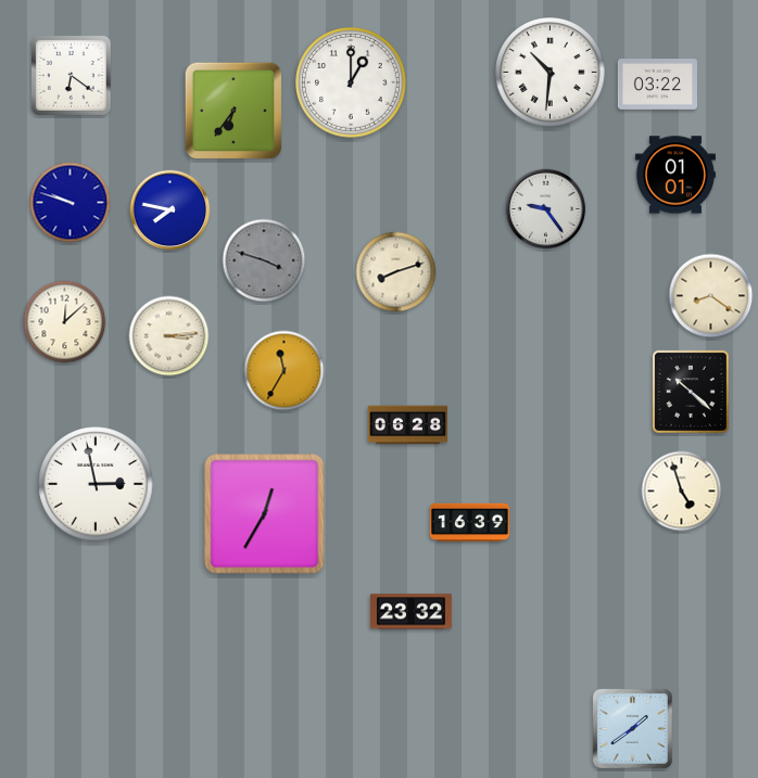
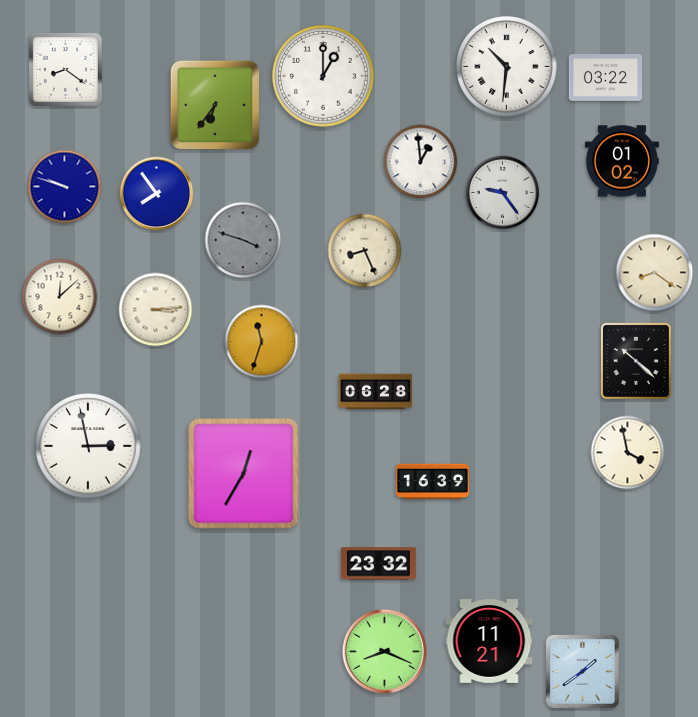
clock at (71, 75): 6:21 -> 8:21
clock at (233, 111) position: (233, 111) -> (215, 105)
clock at (675, 175): 01:01 -> 01:02
clock at (421, 162): none -> 12:59
clock at (170, 211): 7:47 -> 7:54
clock at (396, 272): 8:12 -> 8:26
clock at (285, 371): 11:35 -> 11:33
clock at (682, 492): 4:57 -> 3:58
clock at (489, 642): none -> 11:21
clock at (384, 651): none -> 8:19
